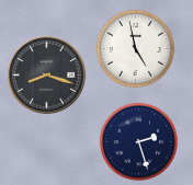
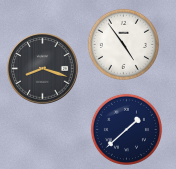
clock at (135, 48): 4:58 -> 4:54
clock at (138, 141): 2:27 -> 1:38
